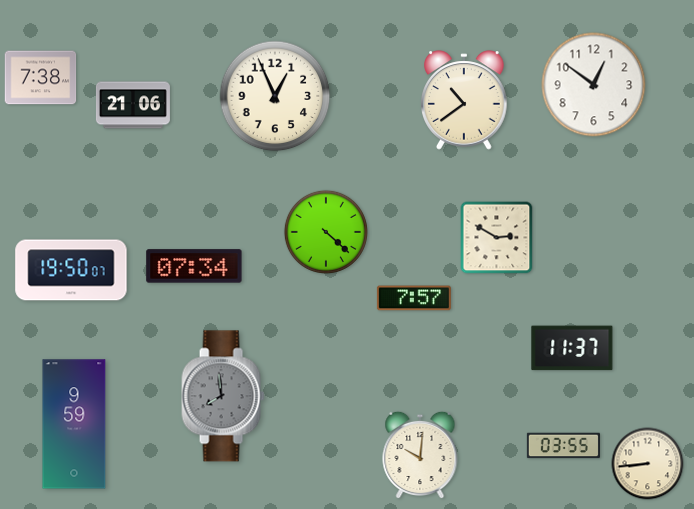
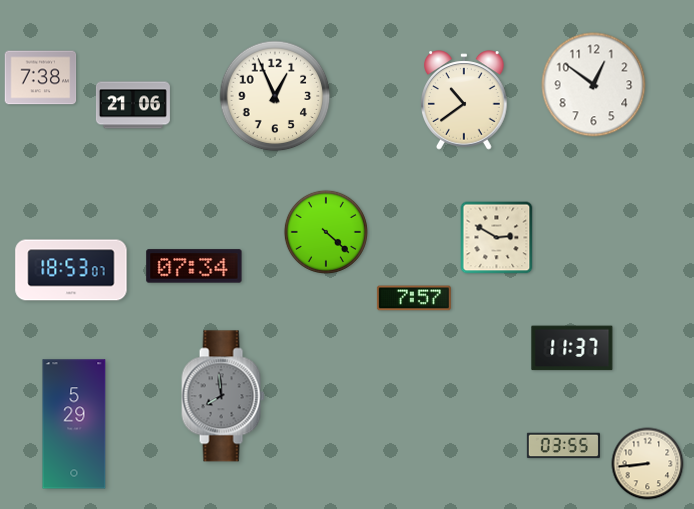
clock at (71, 270): 19:50 -> 18:53
clock at (74, 424): 9:59 -> 5:29
clock at (420, 455): 10:01 -> none
